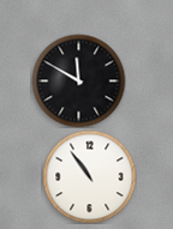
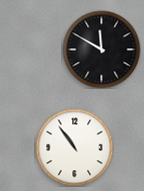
clock at (78, 80) position: (78, 80) -> (101, 49)
